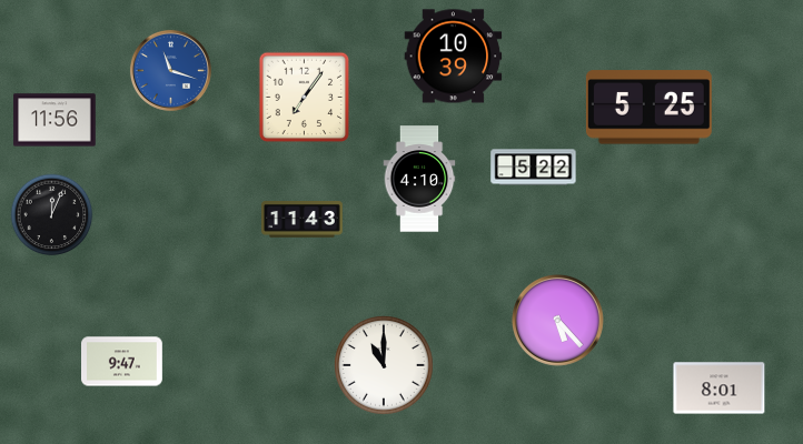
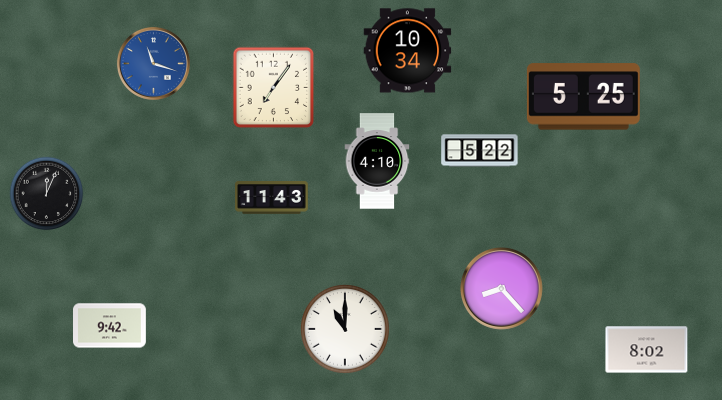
clock at (454, 57): 10:39 -> 10:34
clock at (54, 120): 11:56 -> none
clock at (557, 320): 5:23 -> 8:23
clock at (122, 362): 9:47 -> 9:42
clock at (720, 389): 8:01 -> 8:02
